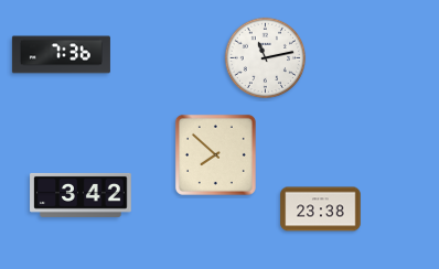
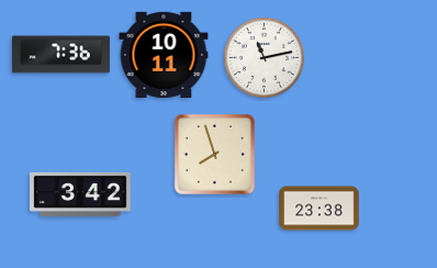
clock at (164, 54): none -> 10:11
clock at (215, 154): 7:52 -> 7:57
